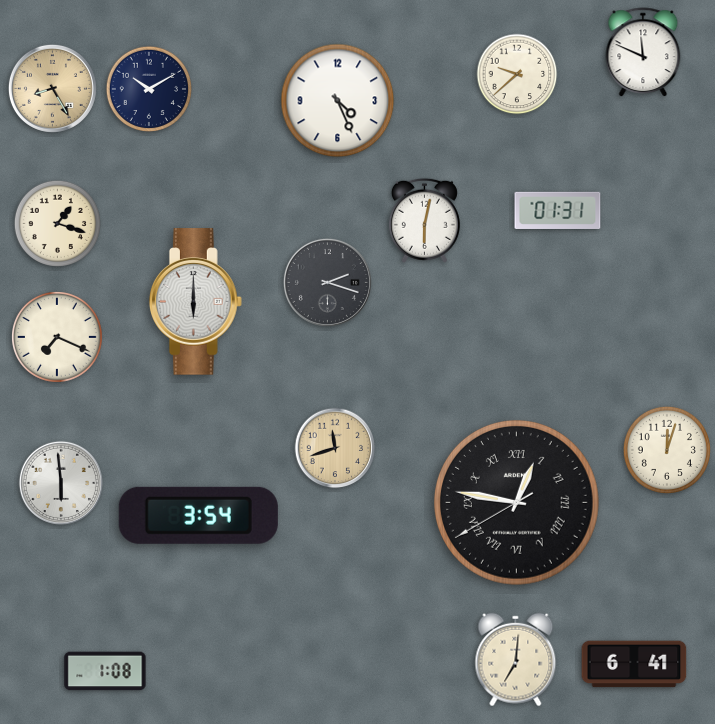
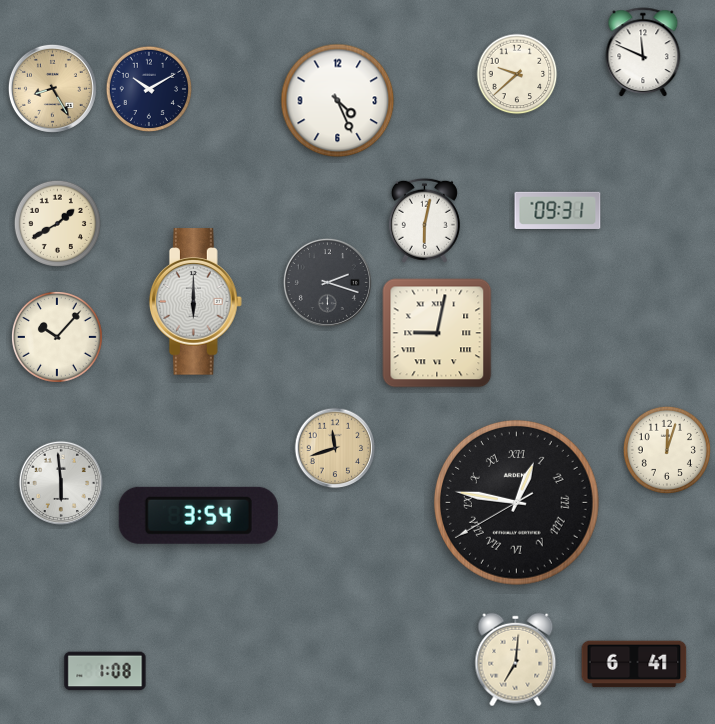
clock at (558, 210): 01:31 -> 09:31
clock at (57, 223): 1:18 -> 1:40
clock at (437, 333): none -> 9:02
clock at (57, 337): 7:19 -> 10:07
